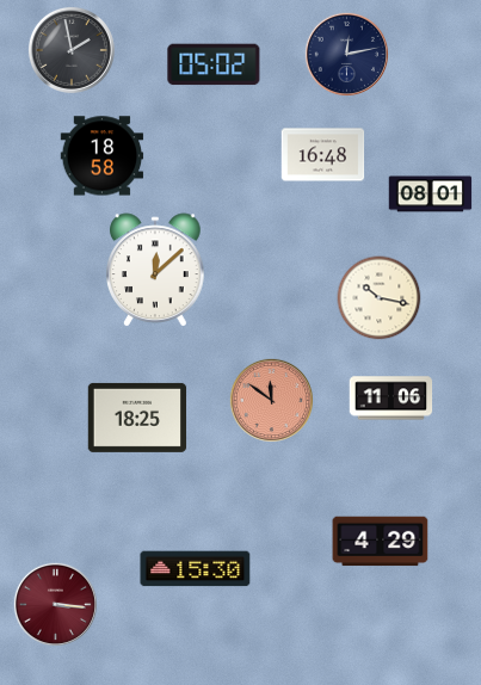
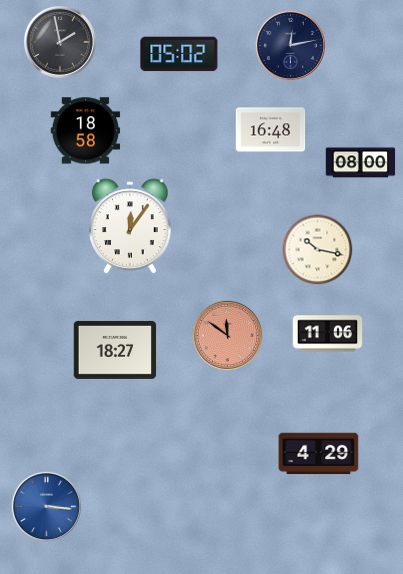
clock at (431, 195): 08:01 -> 08:00
clock at (155, 270): 12:08 -> 12:06
clock at (137, 418): 18:25 -> 18:27
clock at (196, 569): 15:30 -> none
clock at (55, 604) dial: burgundy -> blue
